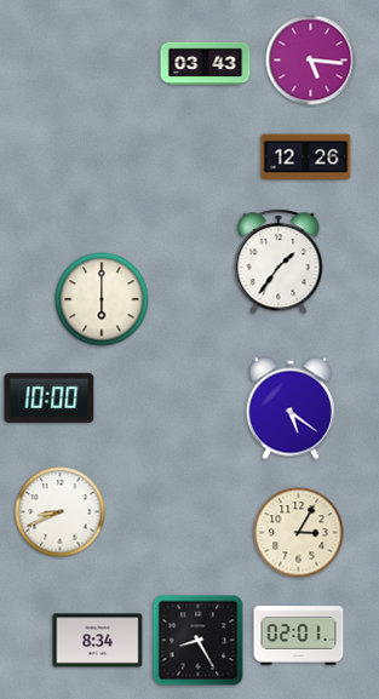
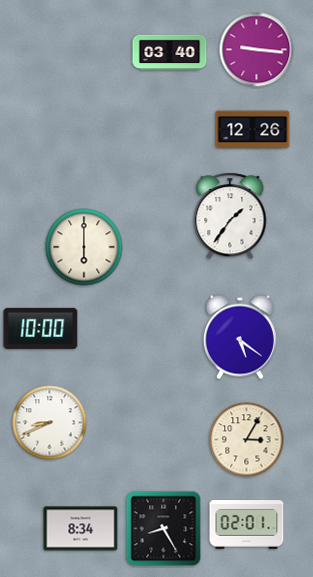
clock at (311, 61): 5:16 -> 9:16
clock at (206, 64): 03:43 -> 03:40
